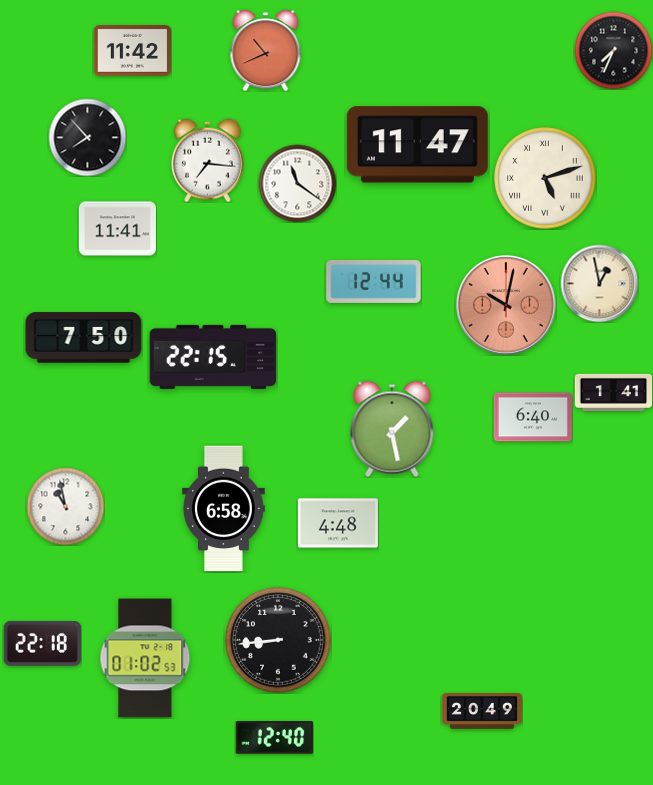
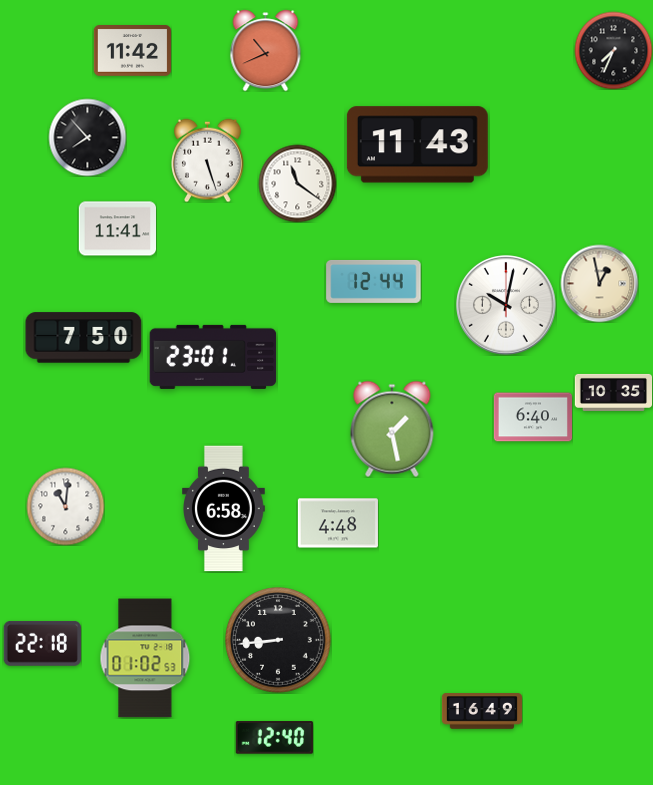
clock at (417, 145): 11:47 -> 11:43
clock at (208, 160): 7:16 -> 5:27
clock at (545, 178): 5:12 -> none
clock at (507, 306) dial: salmon -> white
clock at (213, 357): 22:15 -> 23:01
clock at (613, 392): 1:41 -> 10:35
clock at (65, 506): 10:58 -> 11:01
clock at (482, 711): 20:49 -> 16:49
